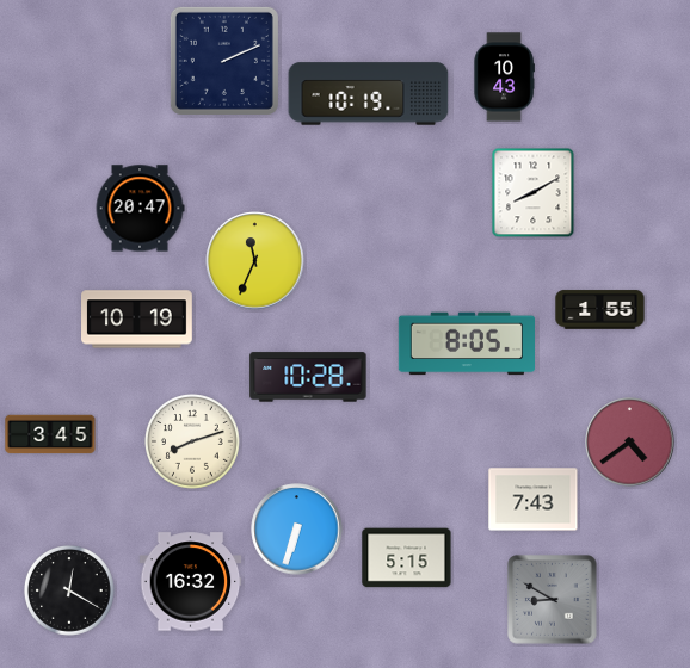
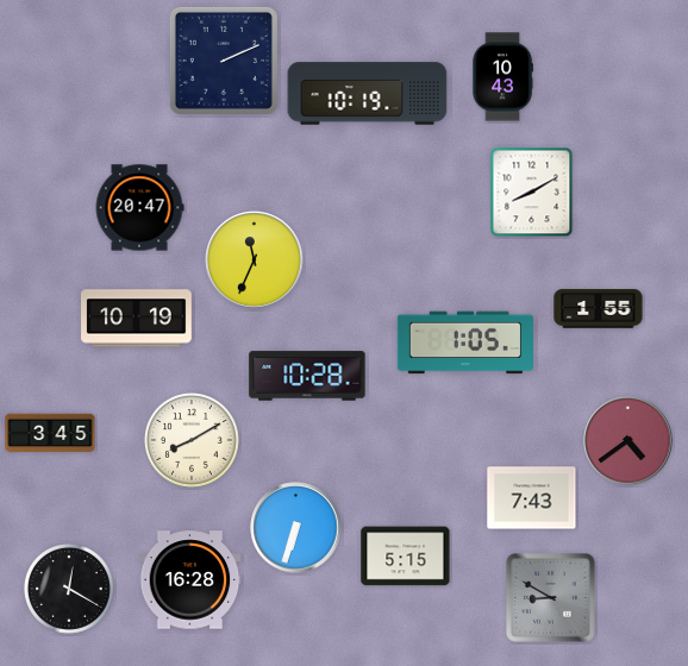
clock at (466, 344): 8:05 -> 1:05
clock at (193, 443): 8:12 -> 8:10
clock at (191, 582): 16:32 -> 16:28
